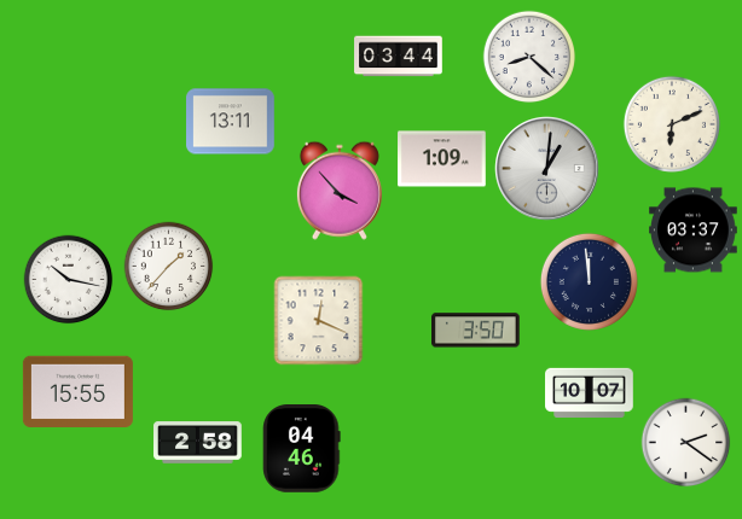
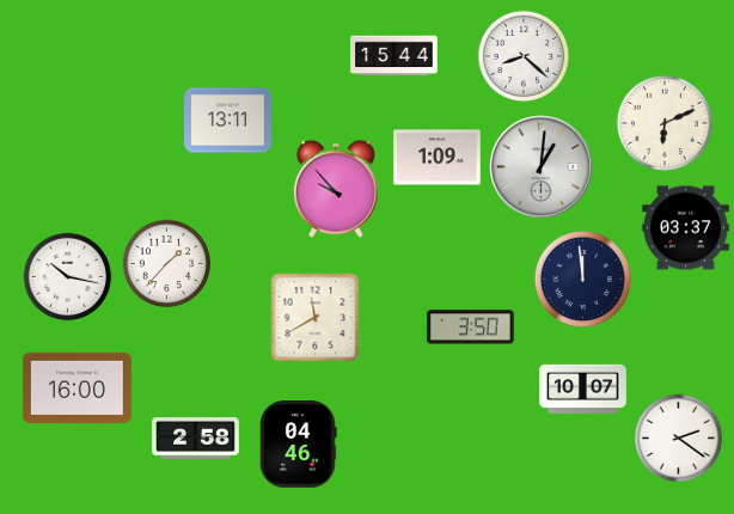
clock at (399, 57): 03:44 -> 15:44
clock at (340, 191): 3:53 -> 9:53
clock at (319, 321): 12:19 -> 11:40
clock at (77, 391): 15:55 -> 16:00
